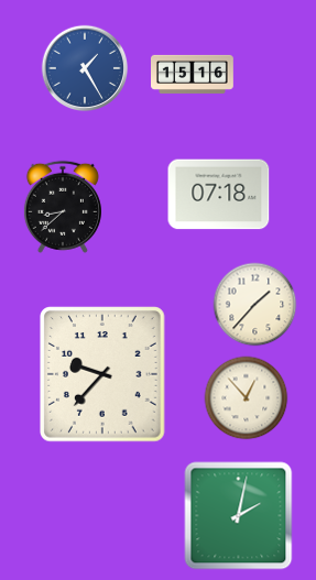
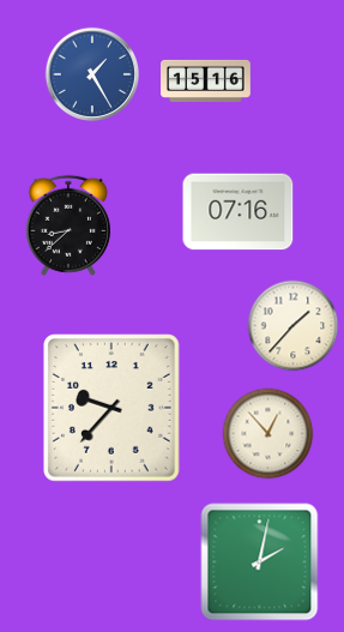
clock at (193, 74) position: (193, 74) -> (206, 80)
clock at (219, 195): 07:18 -> 07:16
clock at (255, 305) position: (255, 305) -> (294, 326)
